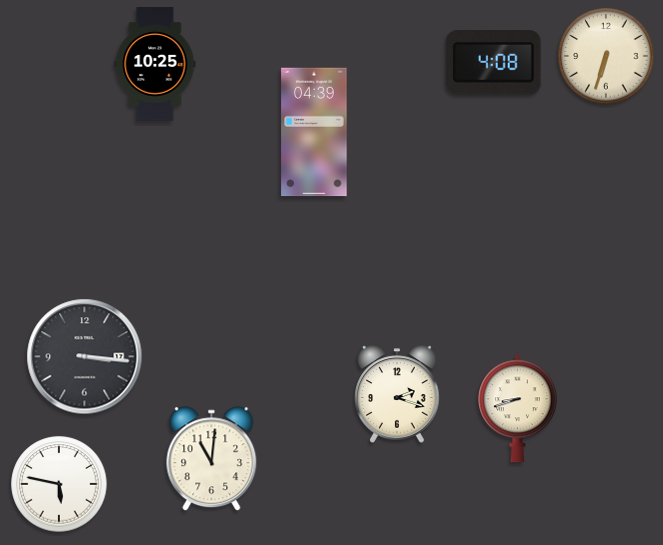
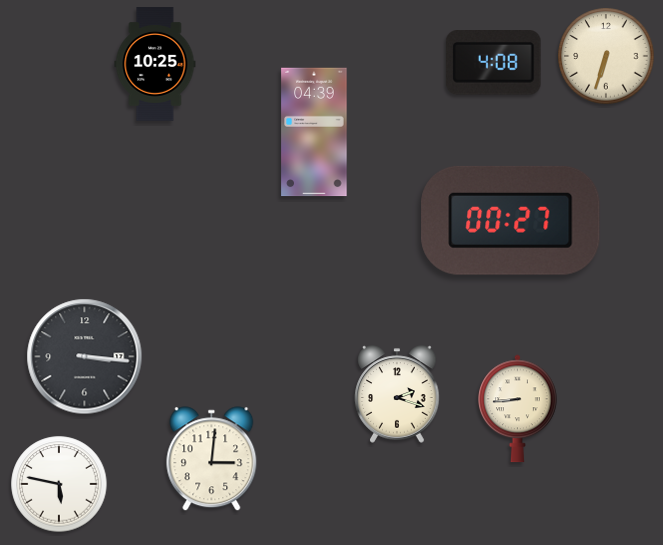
clock at (511, 220): none -> 00:27
clock at (518, 409): 8:42 -> 8:44
clock at (212, 459): 11:01 -> 3:01
